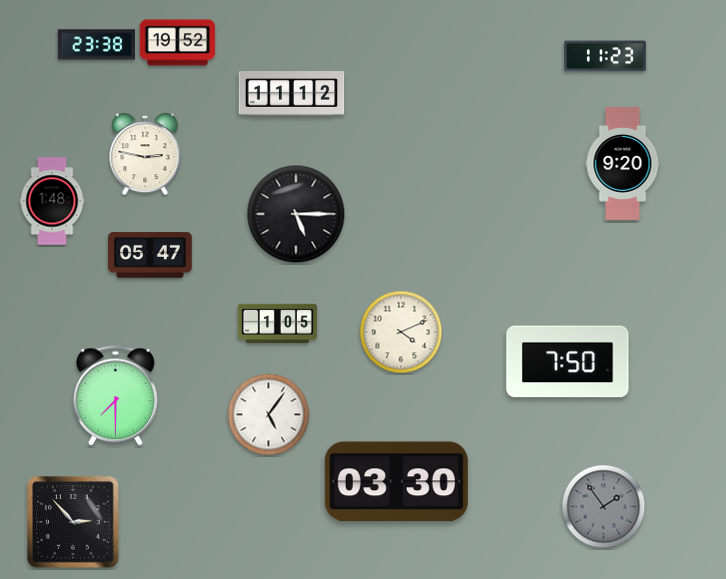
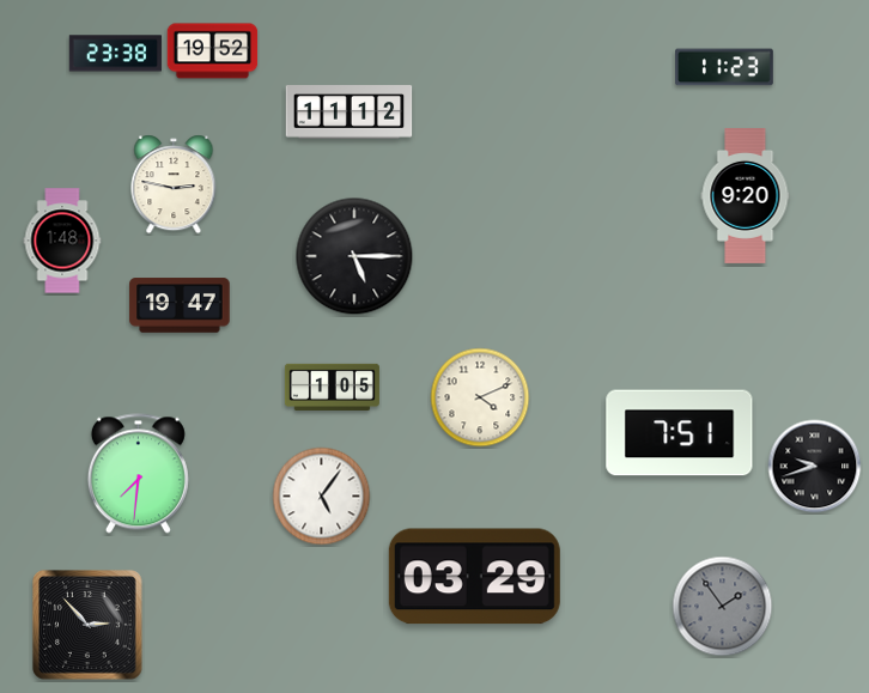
clock at (150, 255): 05:47 -> 19:47
clock at (568, 362): 7:50 -> 7:51
clock at (815, 467): none -> 9:42
clock at (115, 396): 7:30 -> 7:31
clock at (396, 482): 03:30 -> 03:29
